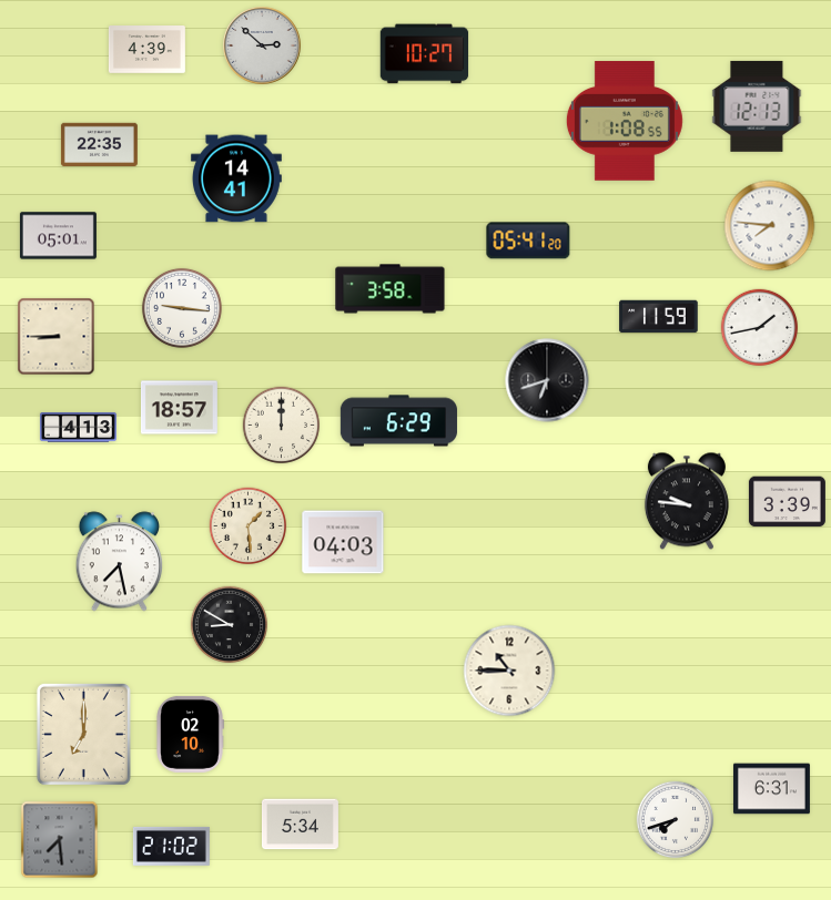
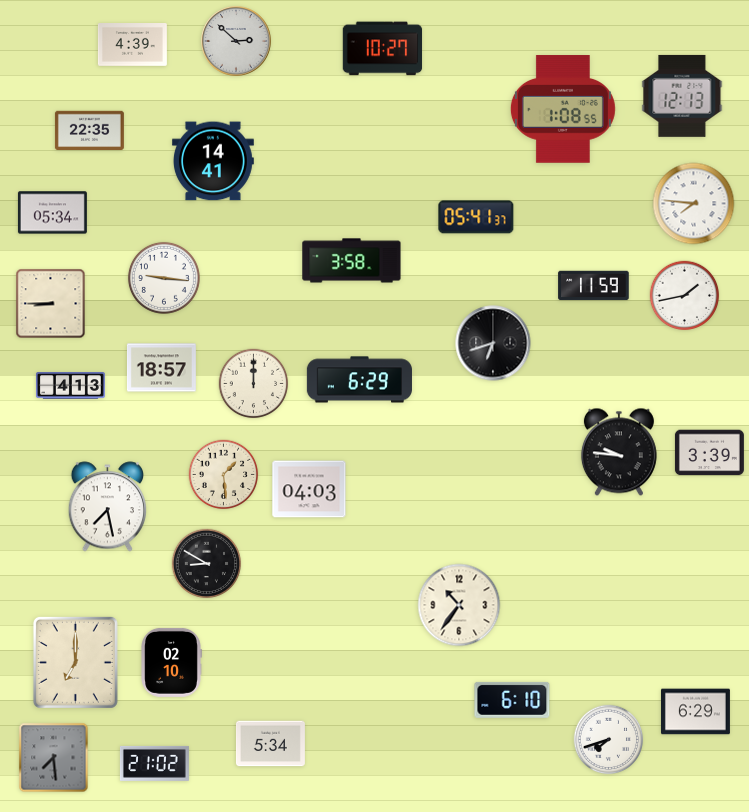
clock at (58, 236): 05:01 -> 05:34
clock at (528, 241): 05:41:20 -> 05:41:37
clock at (509, 671): 10:45 -> 10:36
clock at (512, 700): none -> 6:10
clock at (771, 789): 6:31 -> 6:29
